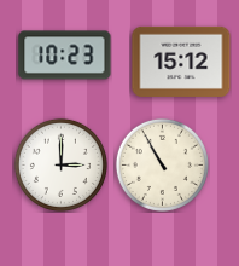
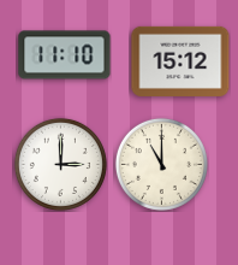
clock at (65, 56): 10:23 -> 11:10
clock at (162, 164): 10:55 -> 11:00
